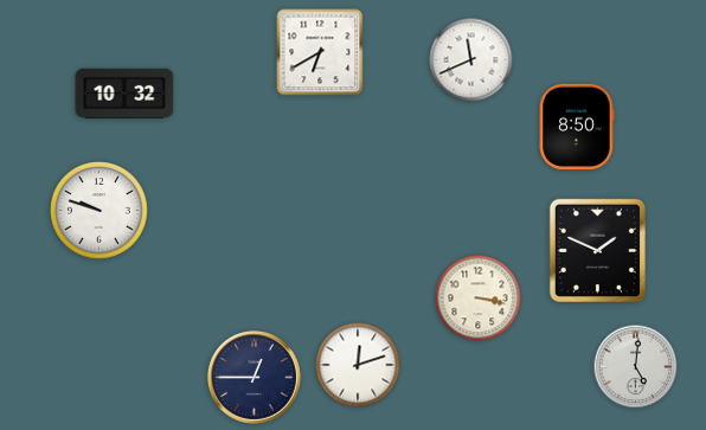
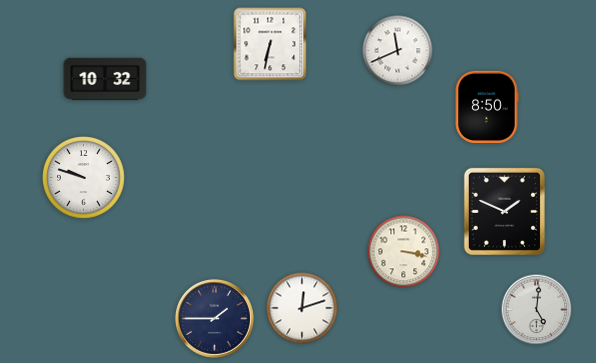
clock at (320, 52): 6:40 -> 6:32
clock at (253, 377): 12:45 -> 1:45
